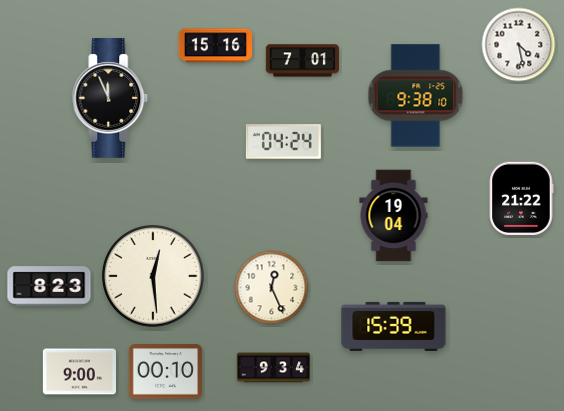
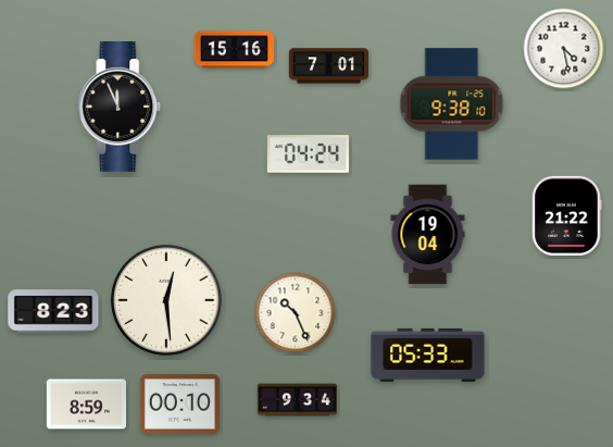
clock at (272, 288): 12:26 -> 10:26
clock at (394, 326): 15:39 -> 05:33
clock at (79, 372): 9:00 -> 8:59
